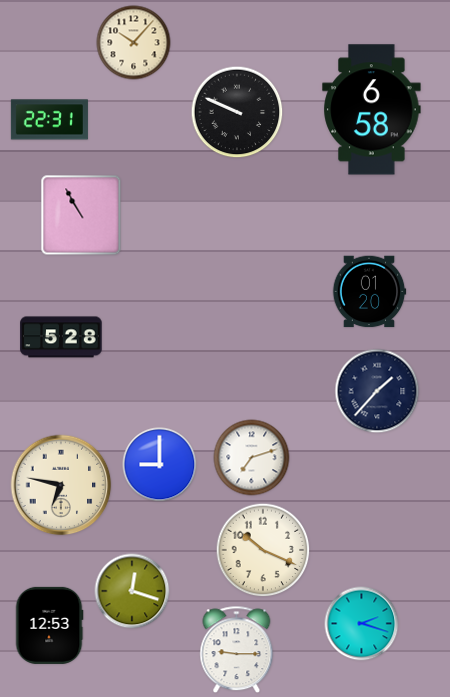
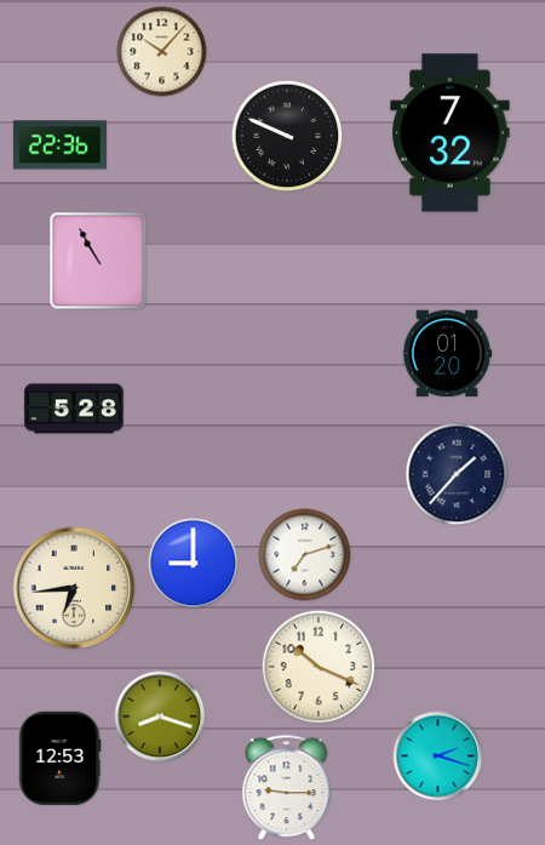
clock at (372, 110): 6:58 -> 7:32
clock at (49, 120): 22:31 -> 22:36
clock at (61, 485): 6:47 -> 6:44
clock at (132, 591): 12:18 -> 8:18
